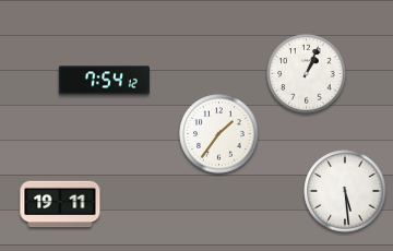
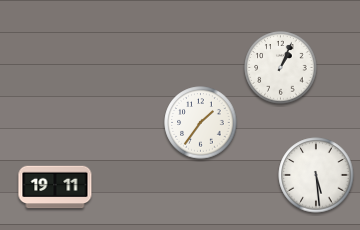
clock at (104, 81): 7:54 -> none
